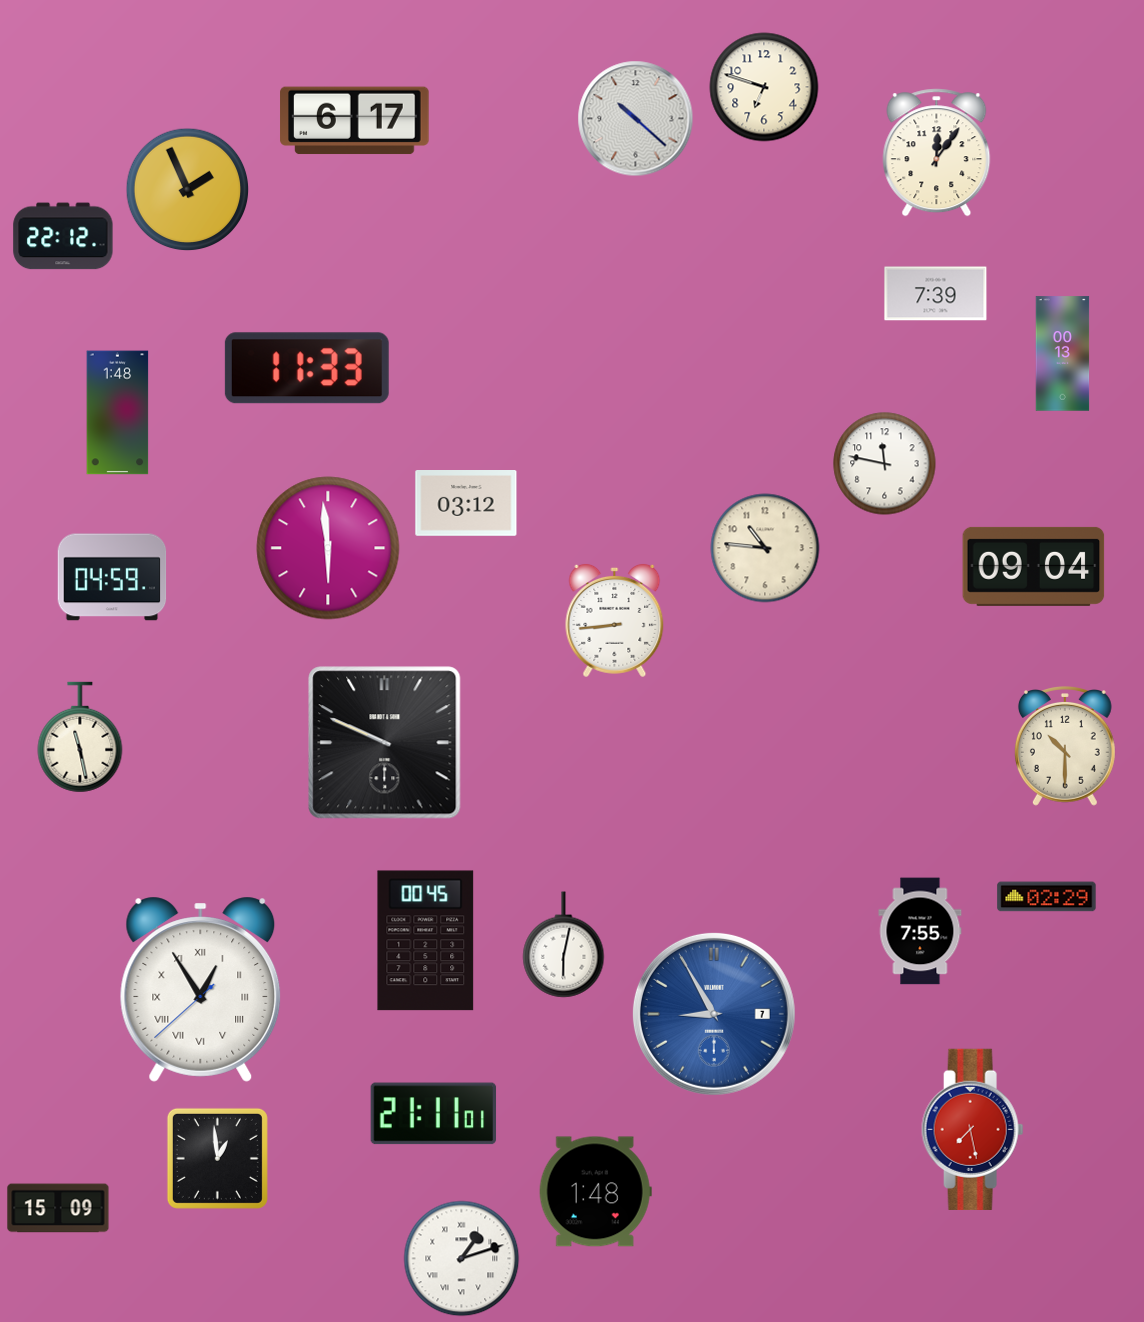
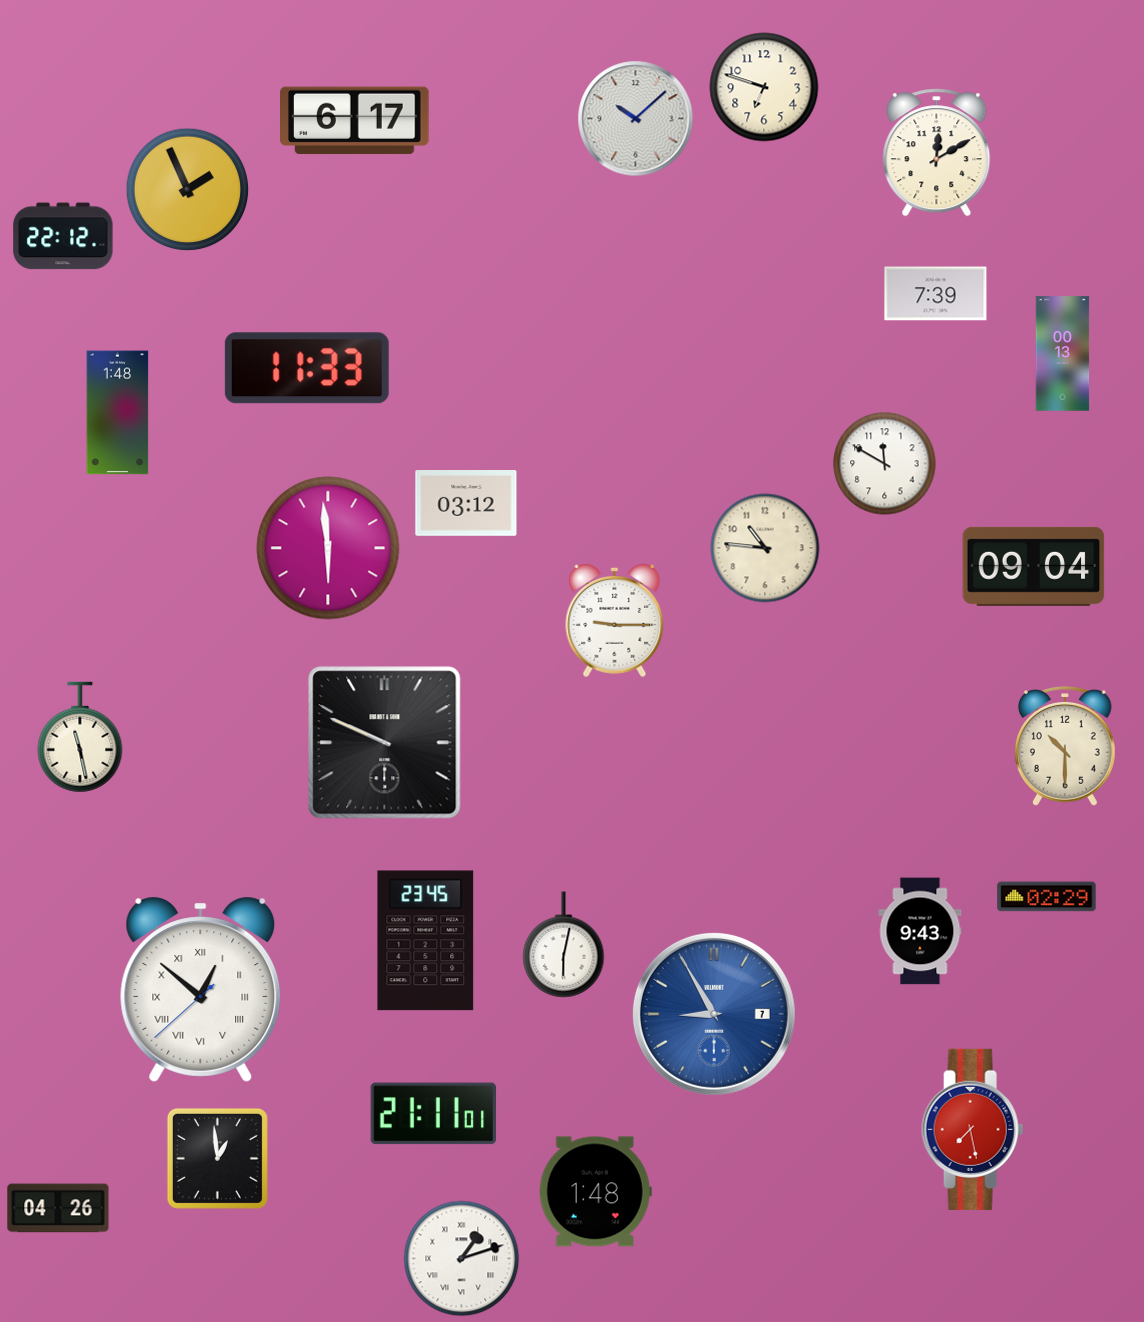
clock at (636, 119): 10:22 -> 10:08
clock at (937, 153): 12:06 -> 12:10
clock at (885, 464): 11:47 -> 11:50
clock at (112, 577): 04:59 -> none
clock at (615, 620): 8:44 -> 9:15
clock at (920, 931): 7:55 -> 9:43
clock at (426, 941): 00:45 -> 23:45
clock at (201, 989): 12:54 -> 12:51
clock at (58, 1208): 15:09 -> 04:26
